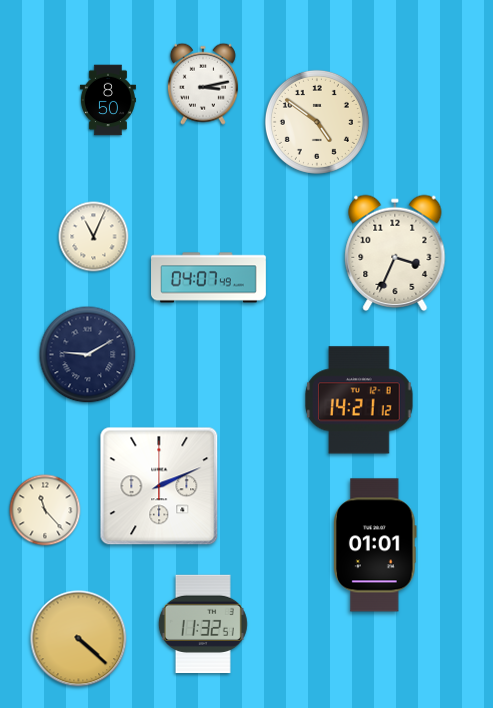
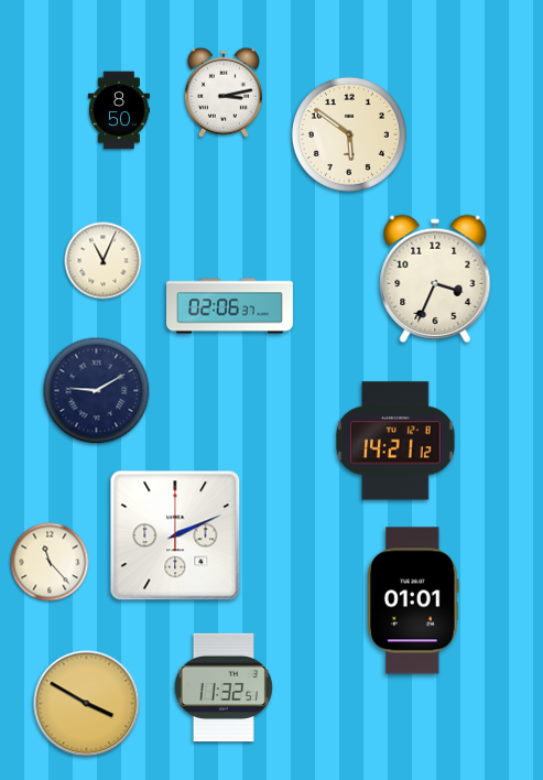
clock at (317, 122): 4:51 -> 5:51
clock at (209, 278): 04:07 -> 02:06
clock at (79, 639): 4:22 -> 3:50
